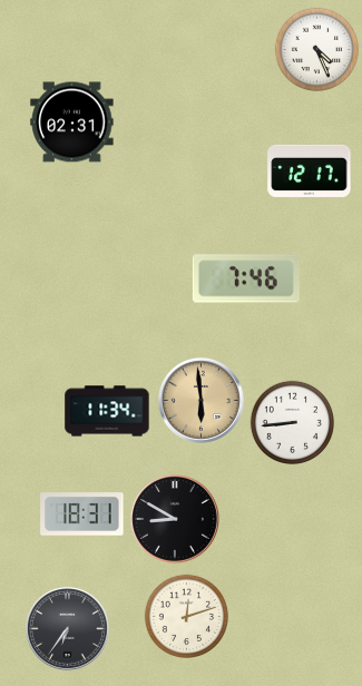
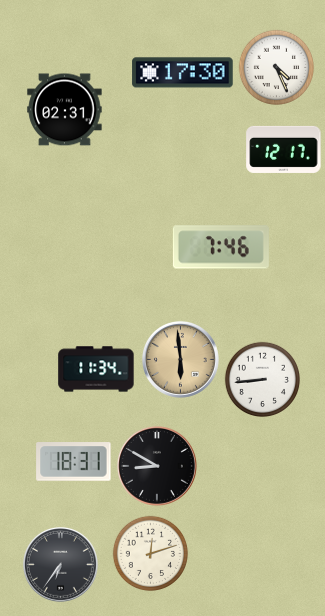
clock at (317, 50) position: (317, 50) -> (277, 68)
clock at (183, 73): none -> 17:30
clock at (310, 170) position: (310, 170) -> (284, 149)
clock at (246, 278) position: (246, 278) -> (221, 247)
clock at (187, 617) position: (187, 617) -> (151, 554)
